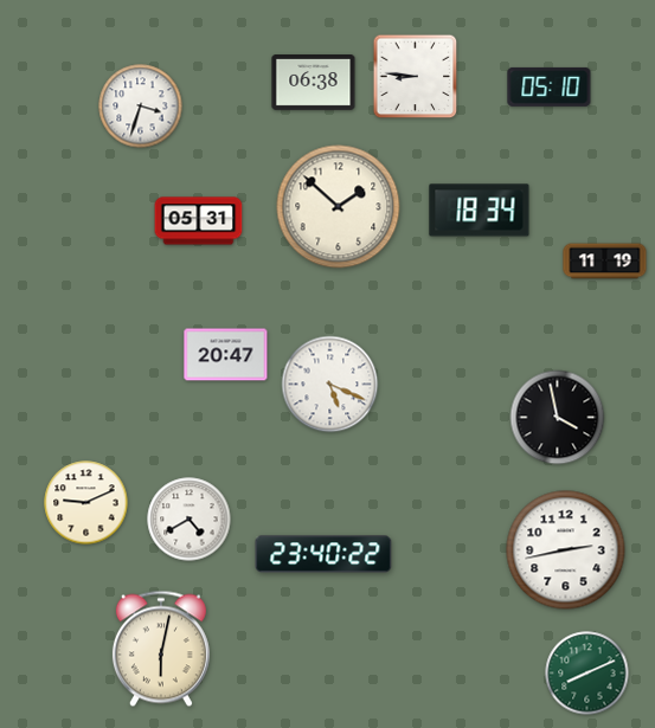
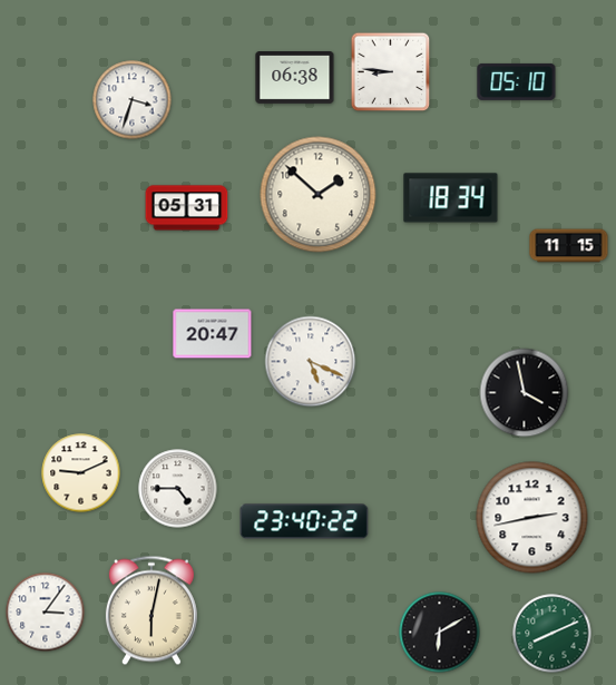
clock at (605, 262): 11:19 -> 11:15
clock at (190, 520): 4:40 -> 4:45
clock at (46, 613): none -> 3:06
clock at (440, 633): none -> 6:10
